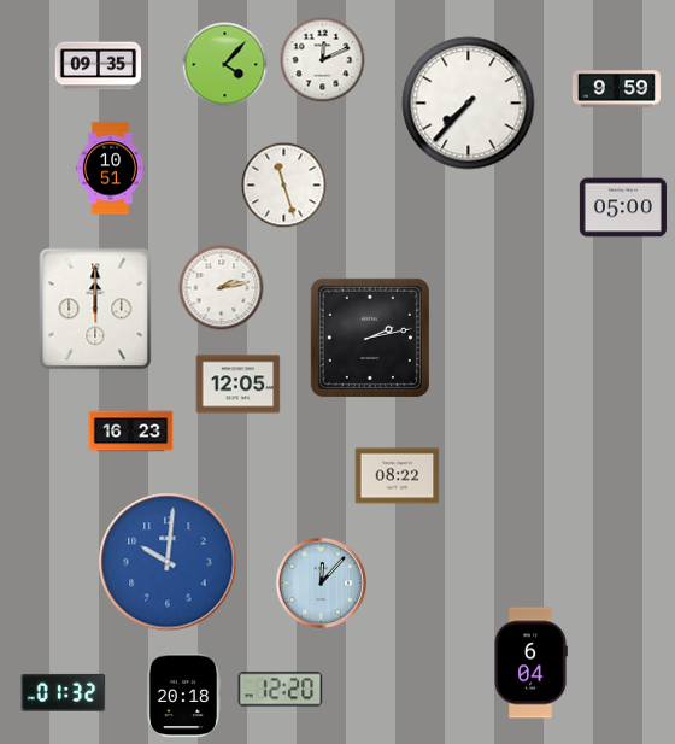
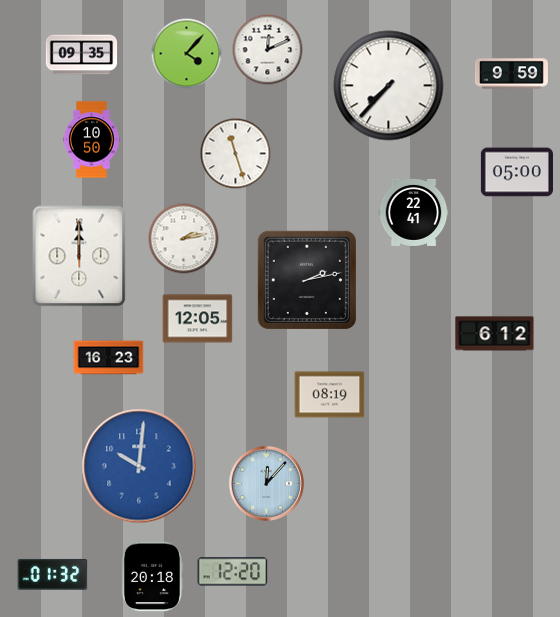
clock at (110, 169): 10:51 -> 10:50
clock at (414, 212): none -> 22:41
clock at (495, 334): none -> 6:12
clock at (398, 476): 08:22 -> 08:19
clock at (530, 663): 6:04 -> none
